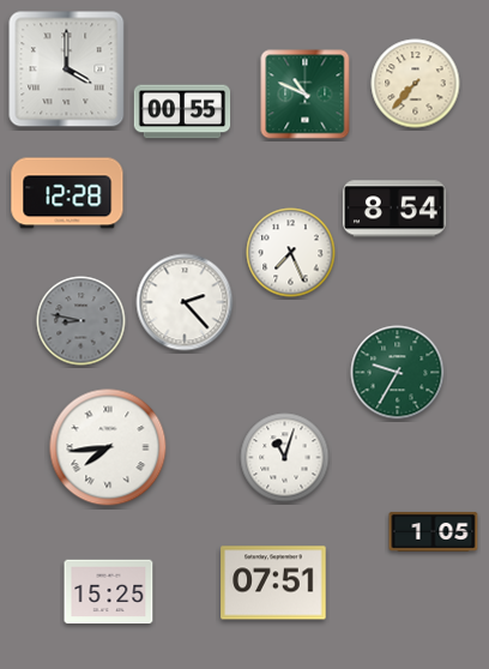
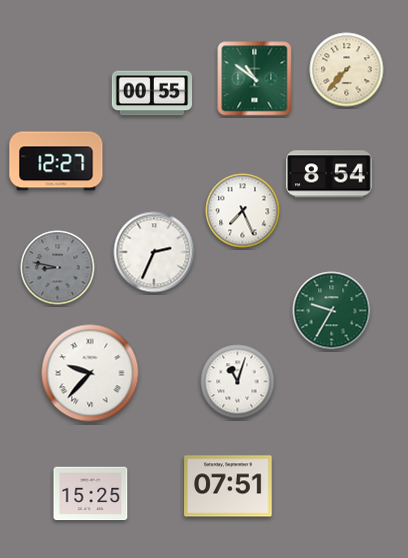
clock at (67, 70): 4:00 -> none
clock at (306, 95): 10:49 -> 10:51
clock at (67, 193): 12:28 -> 12:27
clock at (185, 302): 2:23 -> 2:34
clock at (81, 321) position: (81, 321) -> (58, 268)
clock at (108, 447): 7:44 -> 9:37
clock at (434, 531): 1:05 -> none
